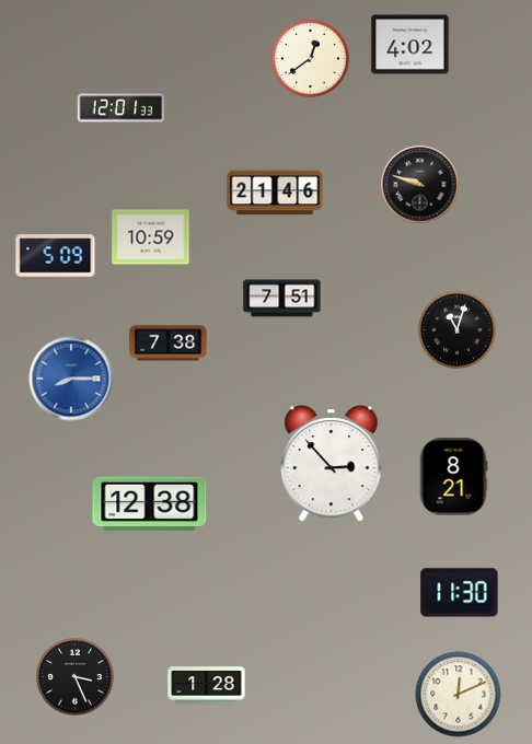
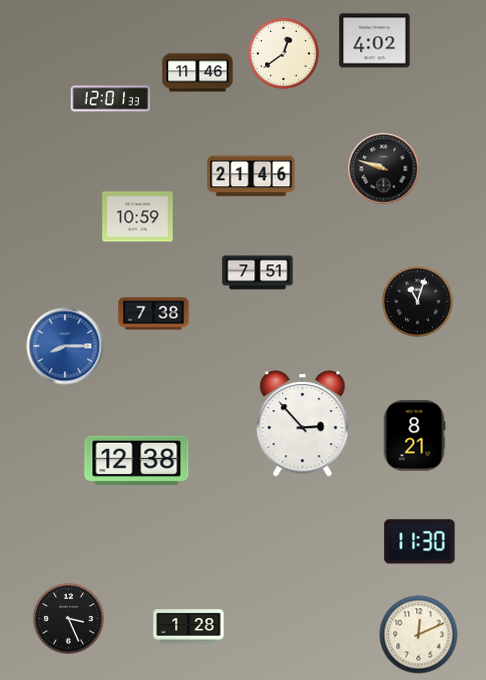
clock at (198, 73): none -> 11:46
clock at (56, 256): 5:09 -> none
